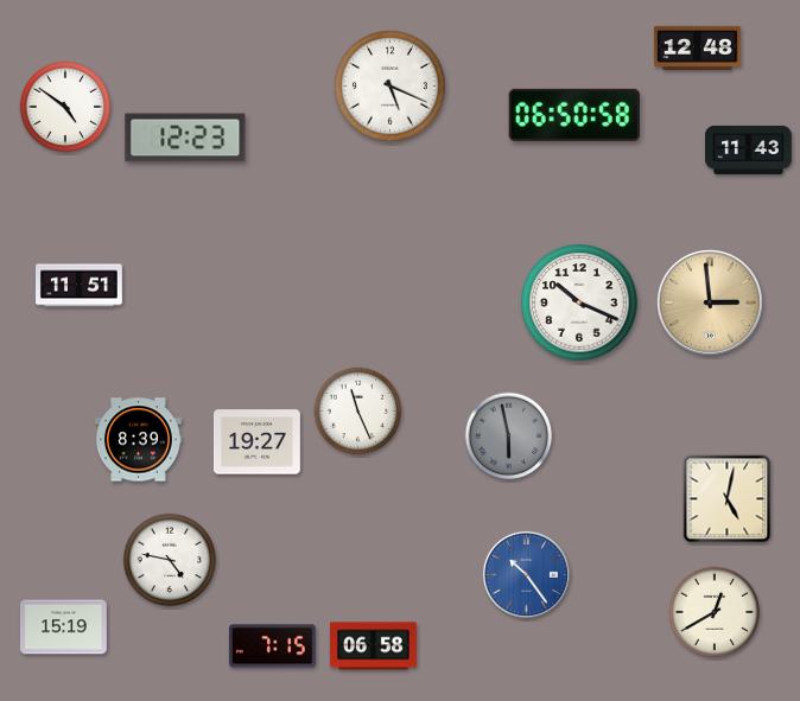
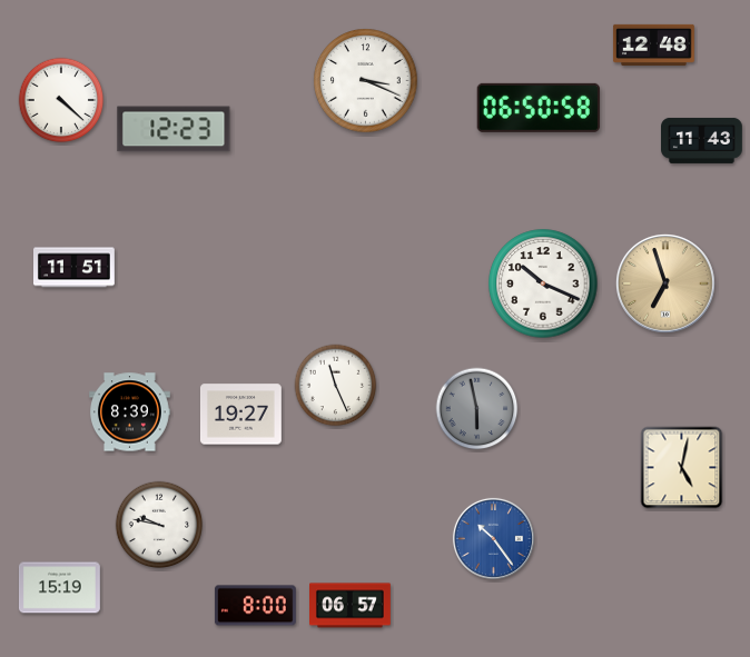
clock at (391, 87): 5:19 -> 3:19
clock at (65, 107): 4:51 -> 4:22
clock at (710, 302): 2:59 -> 6:57
clock at (170, 560): 4:47 -> 9:47
clock at (715, 612): 12:40 -> none
clock at (272, 646): 7:15 -> 8:00
clock at (374, 646): 06:58 -> 06:57
